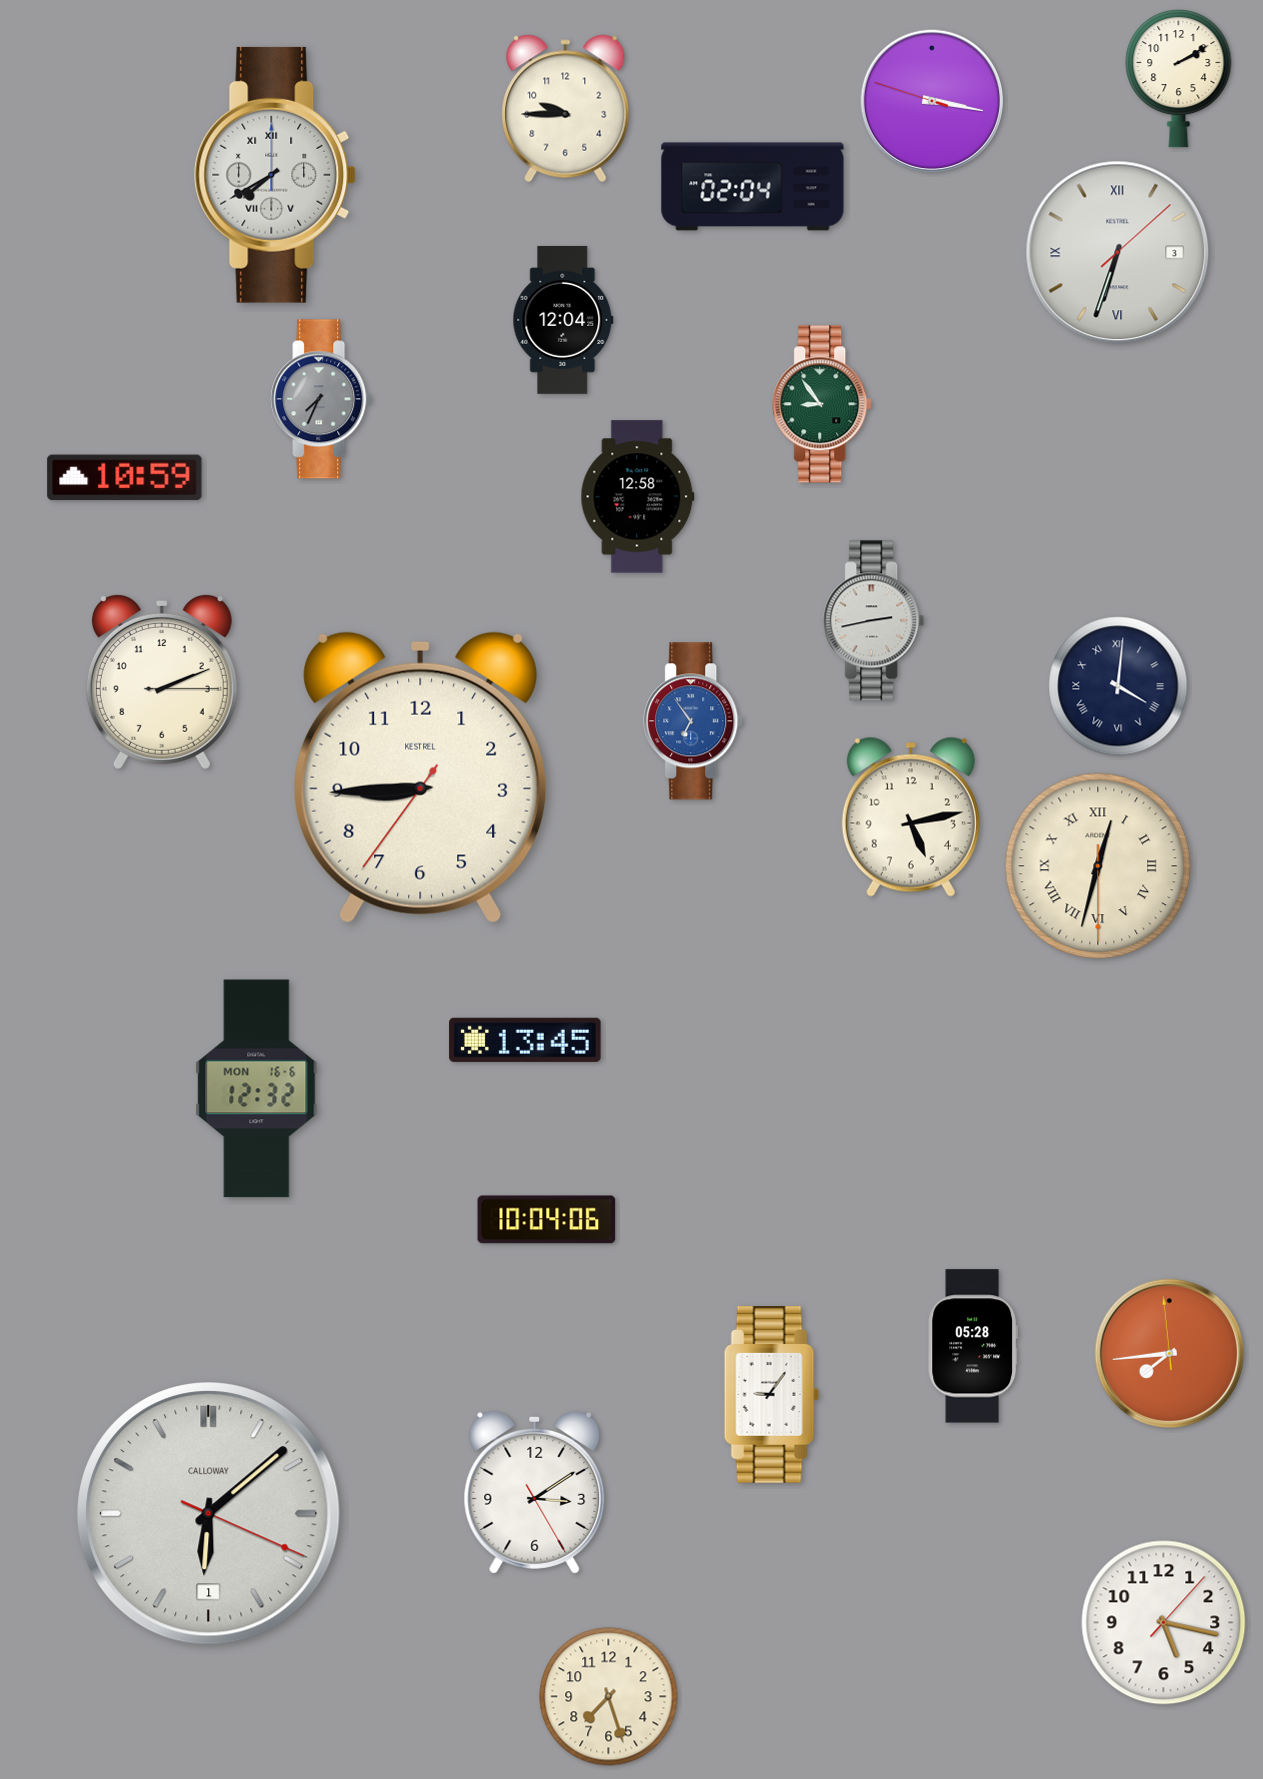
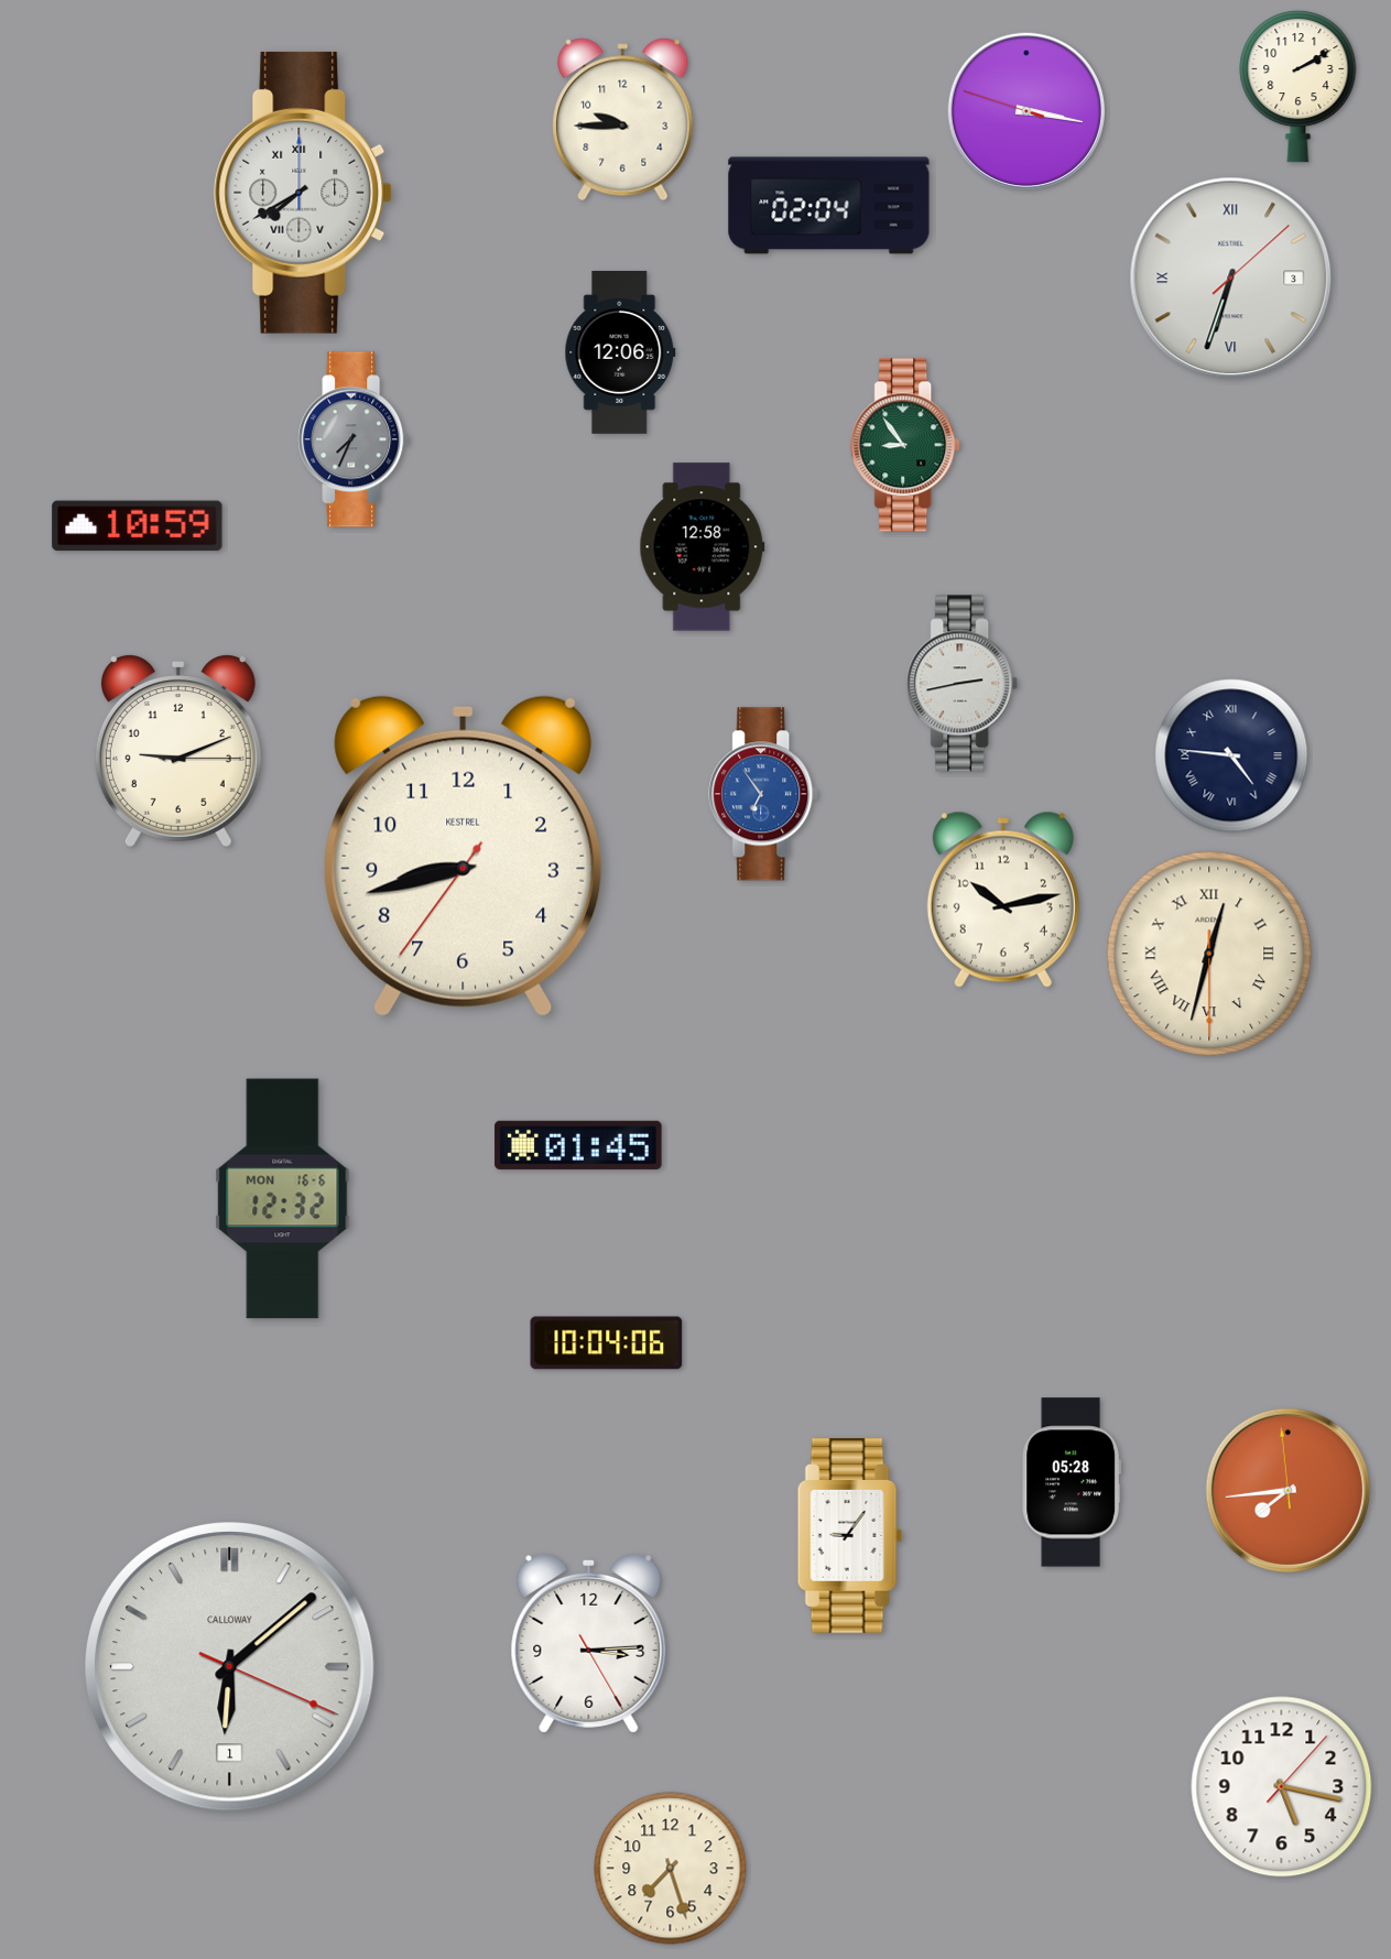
clock at (563, 320): 12:04 -> 12:06
clock at (162, 682): 2:11 -> 9:11
clock at (1118, 686): 4:01 -> 4:46
clock at (421, 777): 8:44 -> 8:42
clock at (911, 817): 5:13 -> 10:13
clock at (525, 1040): 13:45 -> 01:45
clock at (547, 1220) position: (547, 1220) -> (607, 1343)
clock at (535, 1492): 3:09 -> 3:14
